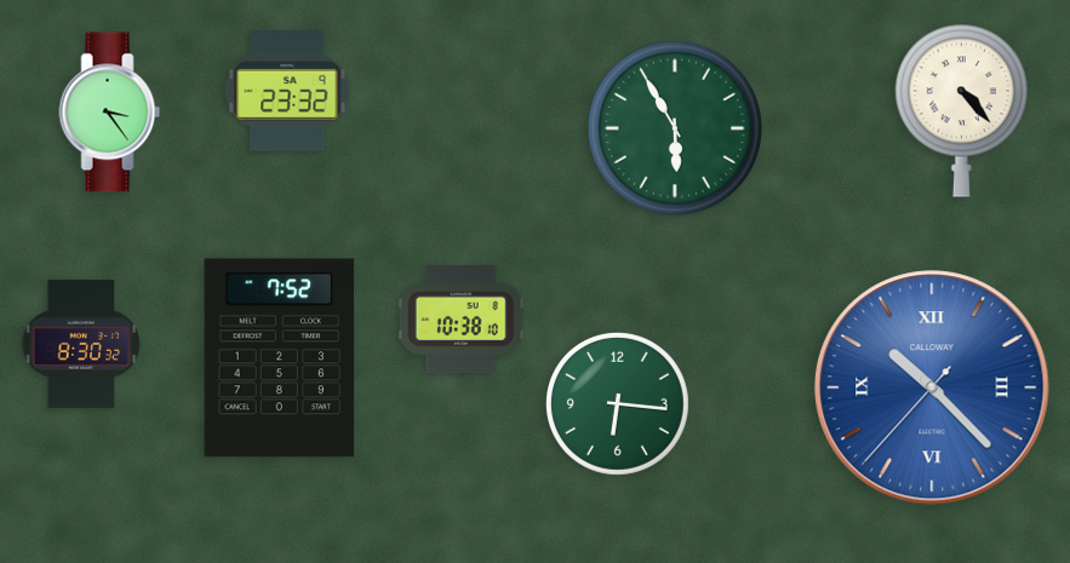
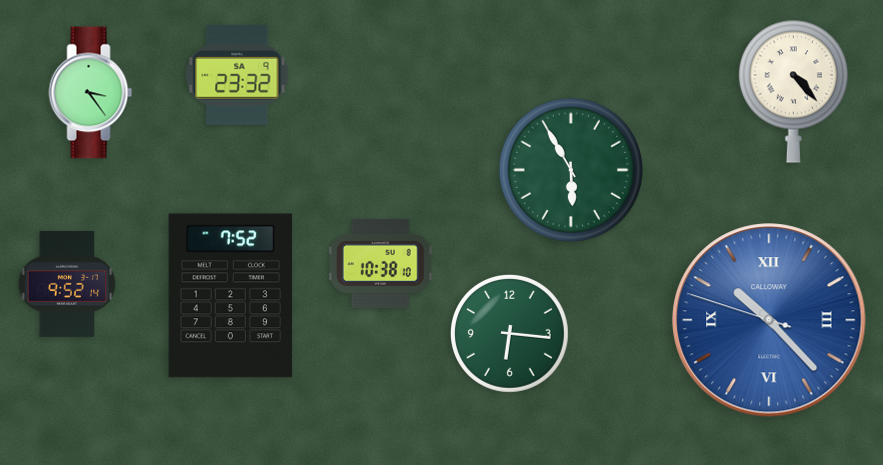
clock at (675, 128) position: (675, 128) -> (571, 170)
clock at (81, 344): 8:30 -> 9:52
clock at (932, 387): 10:22:37 -> 10:22:48
